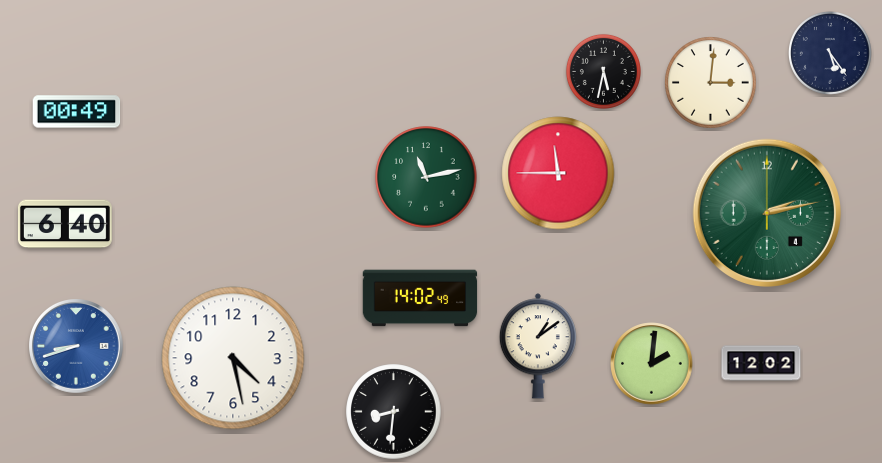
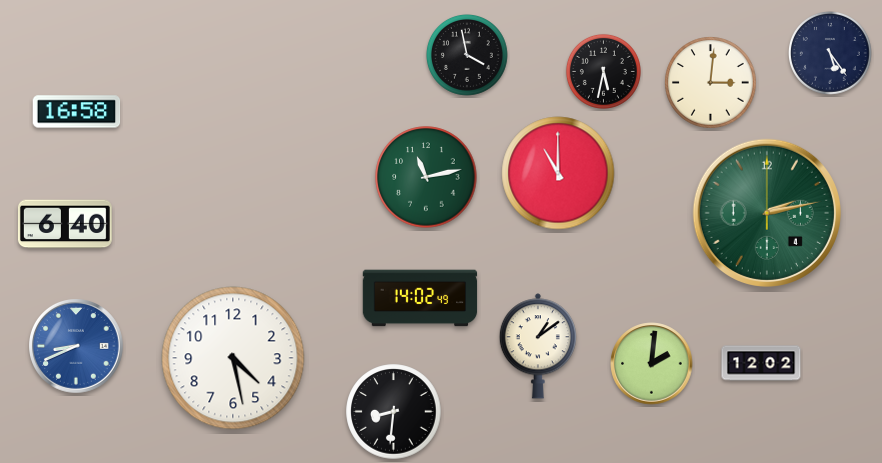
clock at (467, 55): none -> 3:58
clock at (77, 112): 00:49 -> 16:58
clock at (558, 173): 11:45 -> 11:00
clock at (77, 347): 8:42 -> 8:41
